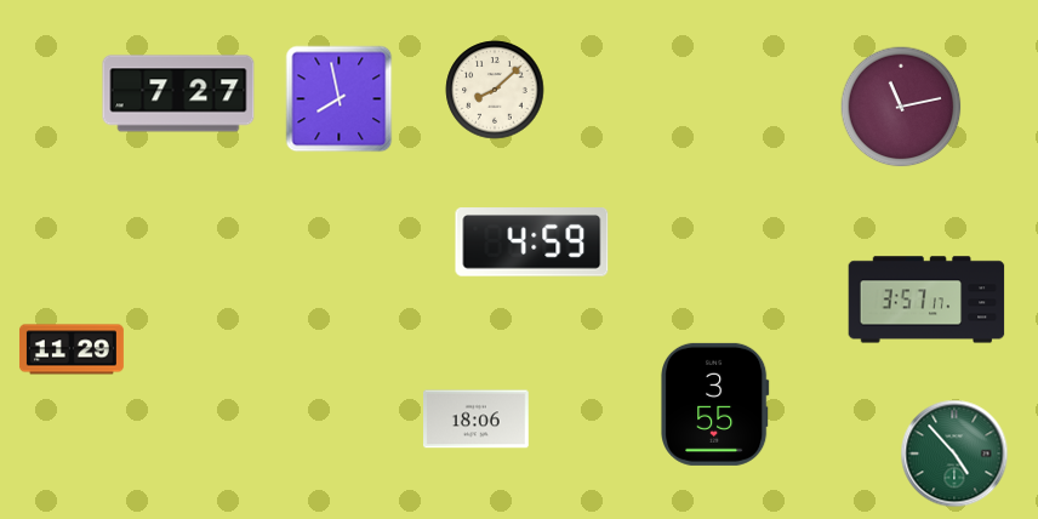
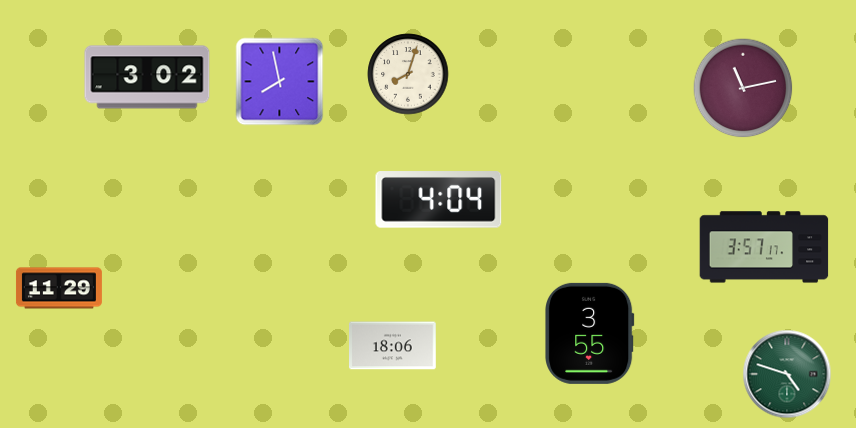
clock at (495, 90): 8:08 -> 8:03
clock at (178, 93): 7:27 -> 3:02
clock at (532, 243): 4:59 -> 4:04
clock at (954, 454): 4:53 -> 4:48
